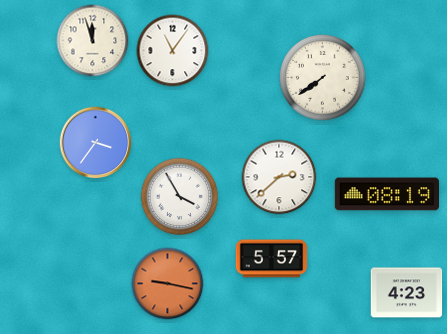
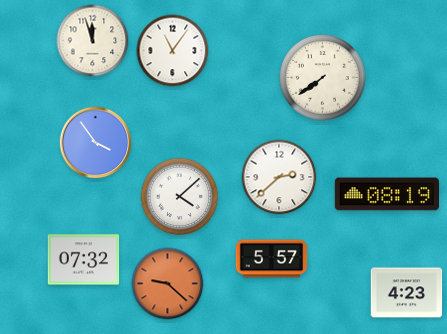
clock at (96, 143): 3:36 -> 3:54
clock at (180, 197): 3:55 -> 4:08
clock at (84, 260): none -> 07:32
clock at (168, 284): 9:17 -> 9:22
